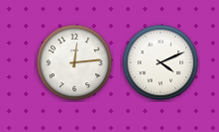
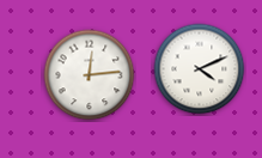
clock at (161, 63) position: (161, 63) -> (200, 69)
